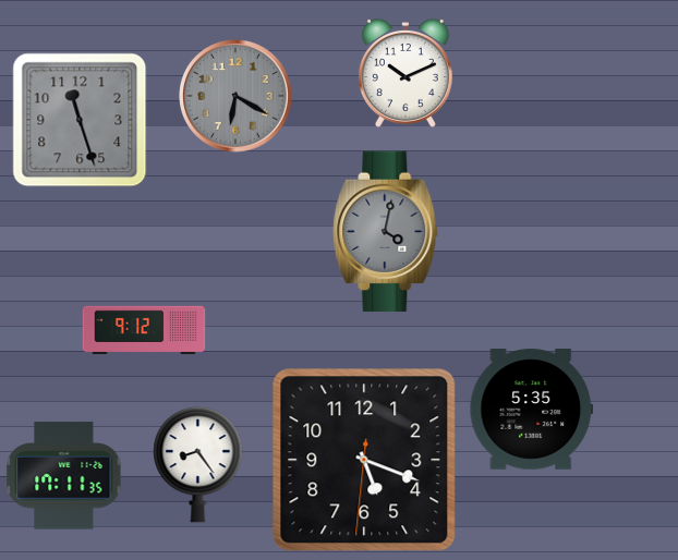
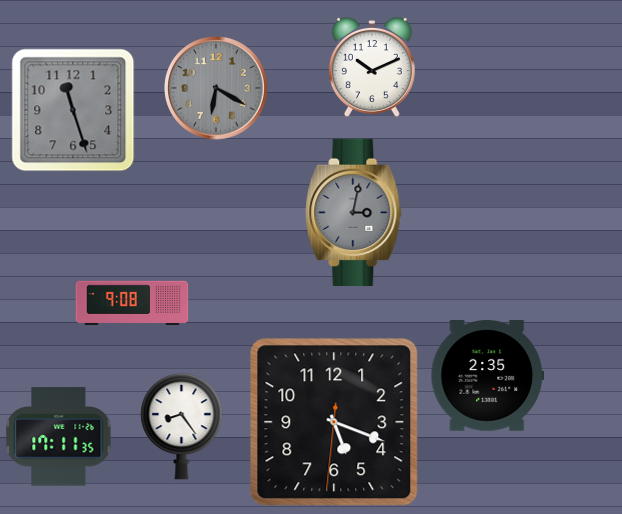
clock at (386, 232): 4:02 -> 3:02
clock at (144, 330): 9:12 -> 9:08
clock at (532, 410): 5:35 -> 2:35
